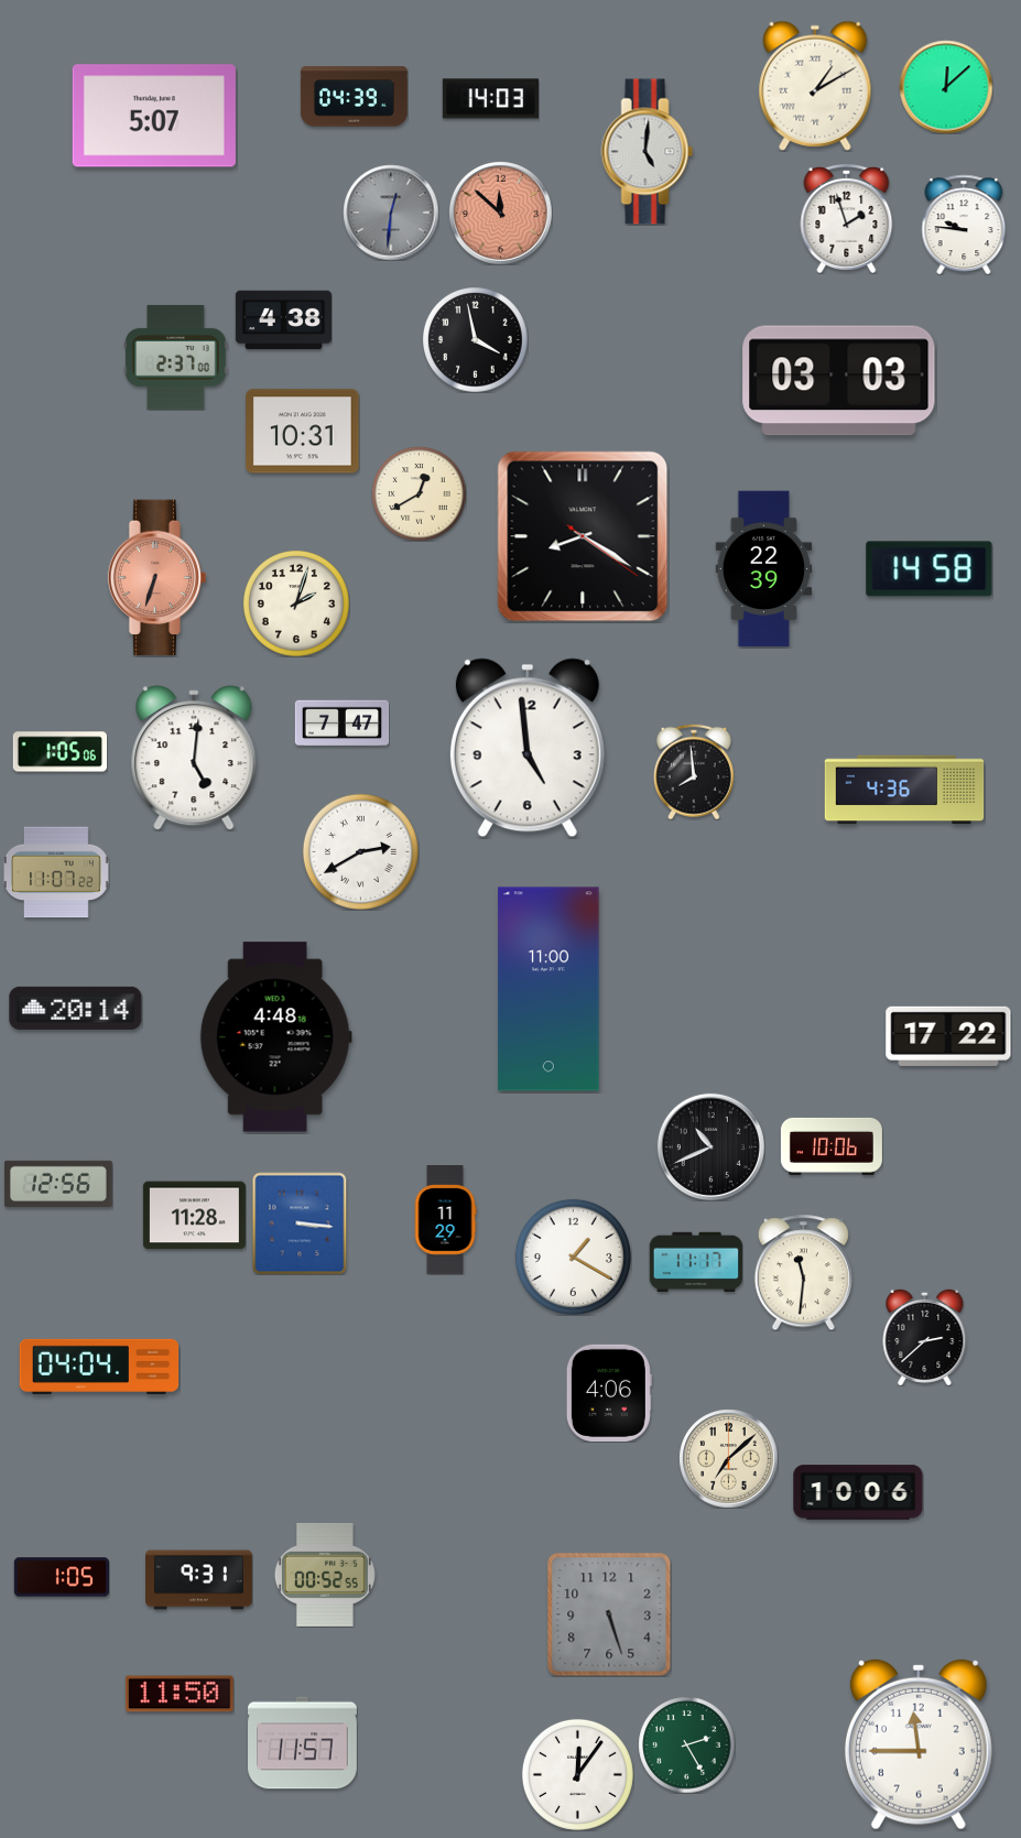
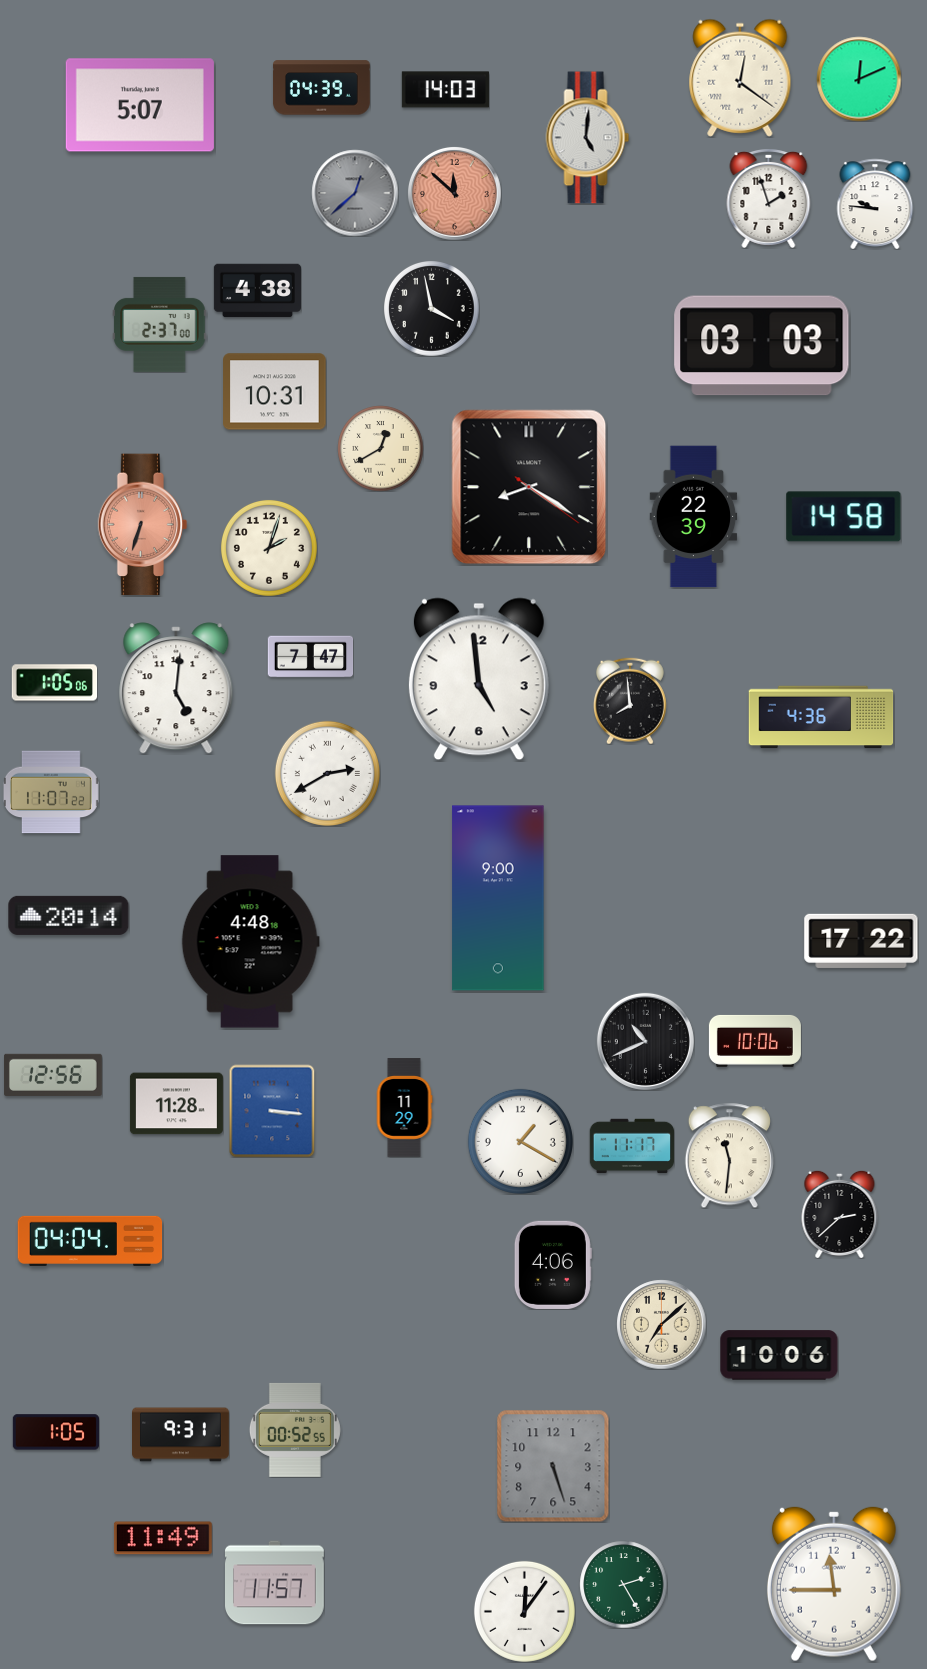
clock at (815, 86): 1:10 -> 12:21
clock at (946, 87): 12:08 -> 12:11
clock at (391, 213): 12:31 -> 12:38
clock at (548, 989): 11:00 -> 9:00
clock at (180, 1694): 11:50 -> 11:49
